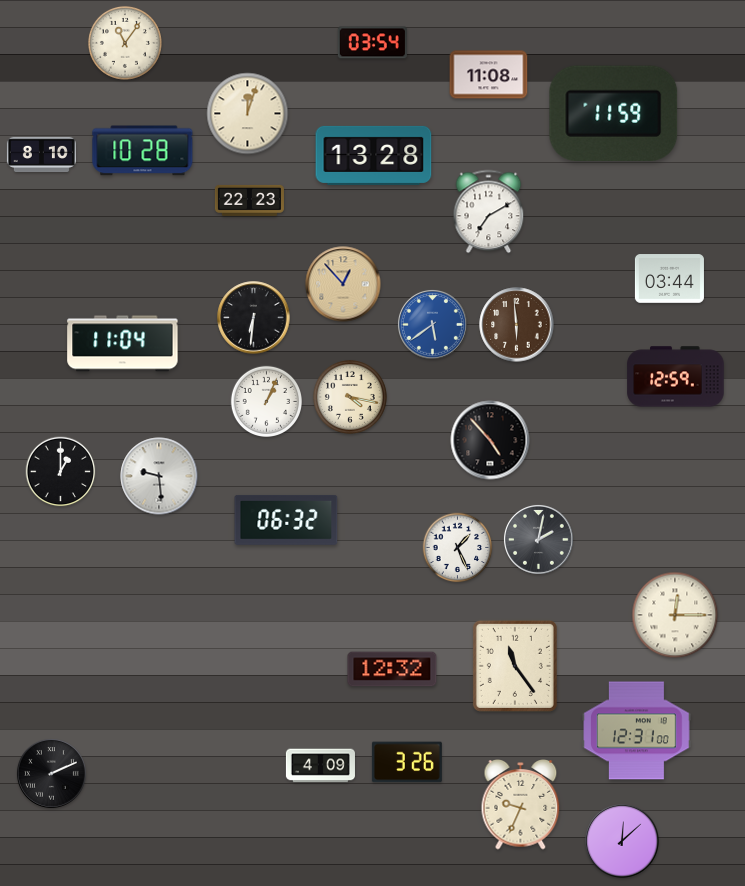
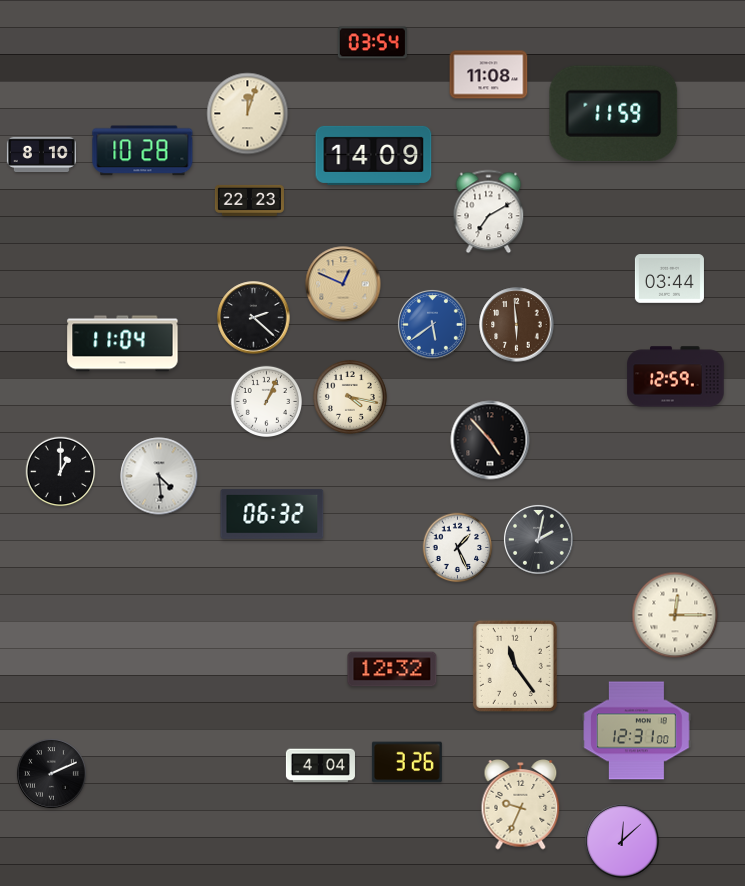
clock at (125, 43): 11:06 -> none
clock at (374, 155): 13:28 -> 14:09
clock at (343, 284): 12:53 -> 12:49
clock at (254, 318): 6:31 -> 2:22
clock at (159, 476): 9:29 -> 4:29
clock at (286, 520) position: (286, 520) -> (272, 514)
clock at (320, 766): 4:09 -> 4:04
